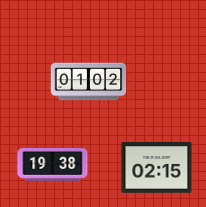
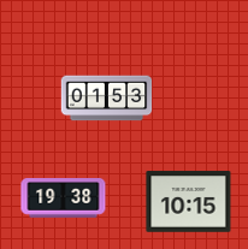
clock at (89, 82): 01:02 -> 01:53
clock at (157, 168): 02:15 -> 10:15
